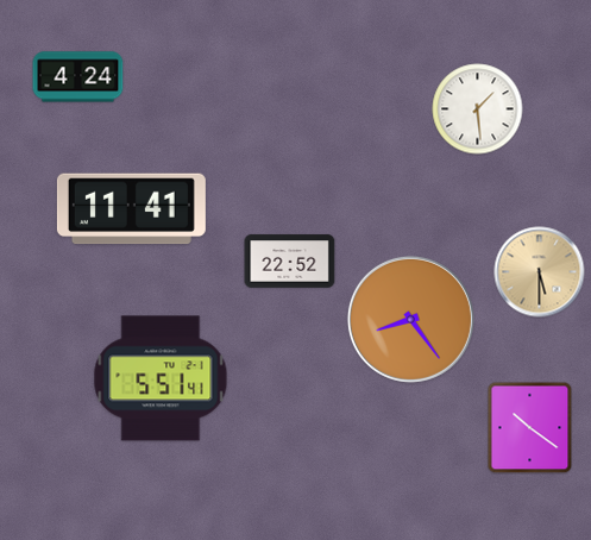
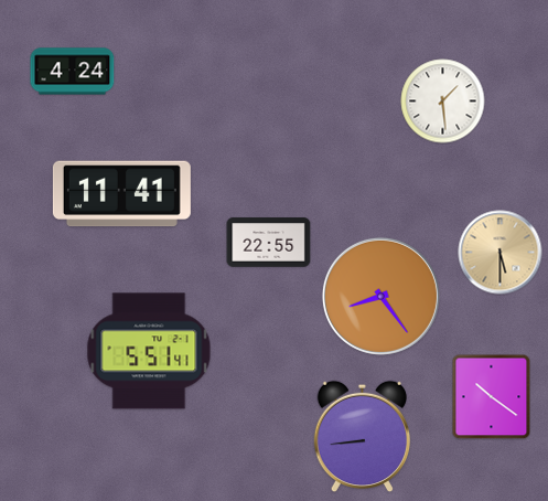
clock at (290, 262): 22:52 -> 22:55
clock at (362, 437): none -> 8:44
